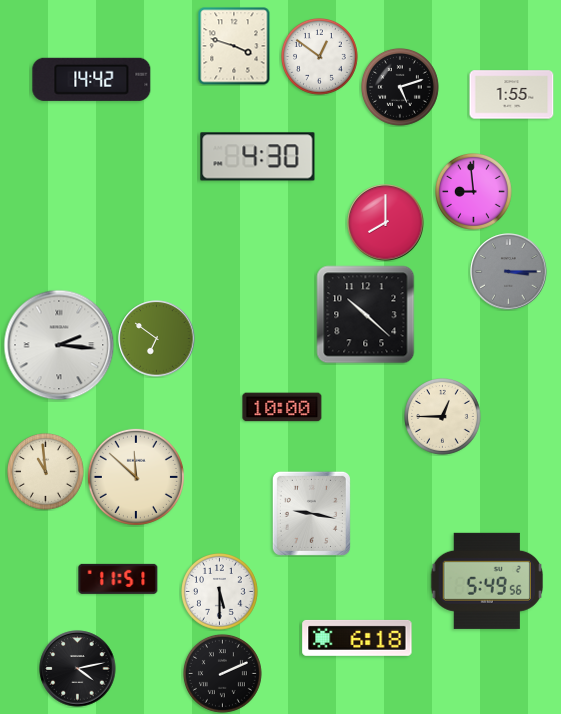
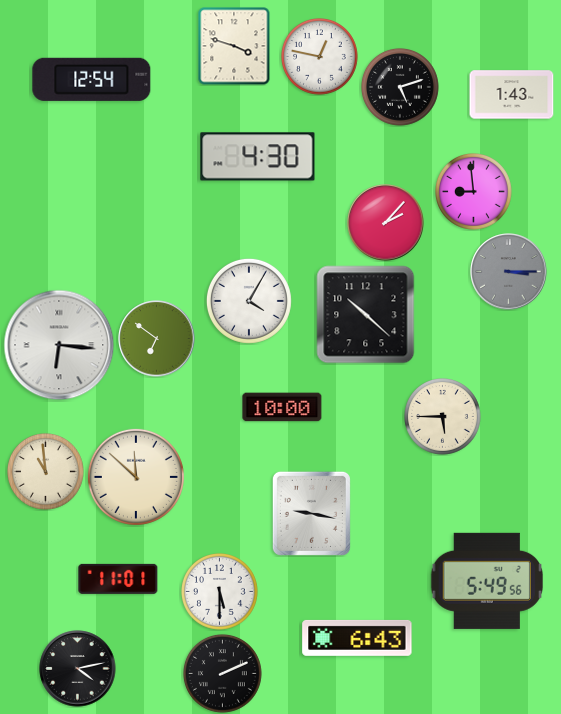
clock at (320, 57): 12:51 -> 12:47
clock at (92, 79): 14:42 -> 12:54
clock at (512, 95): 1:55 -> 1:43
clock at (386, 223): 8:00 -> 2:07
clock at (249, 301): none -> 4:05
clock at (59, 345): 2:16 -> 6:16
clock at (443, 417): 12:45 -> 5:45
clock at (118, 579): 11:51 -> 11:01
clock at (357, 638): 6:18 -> 6:43
